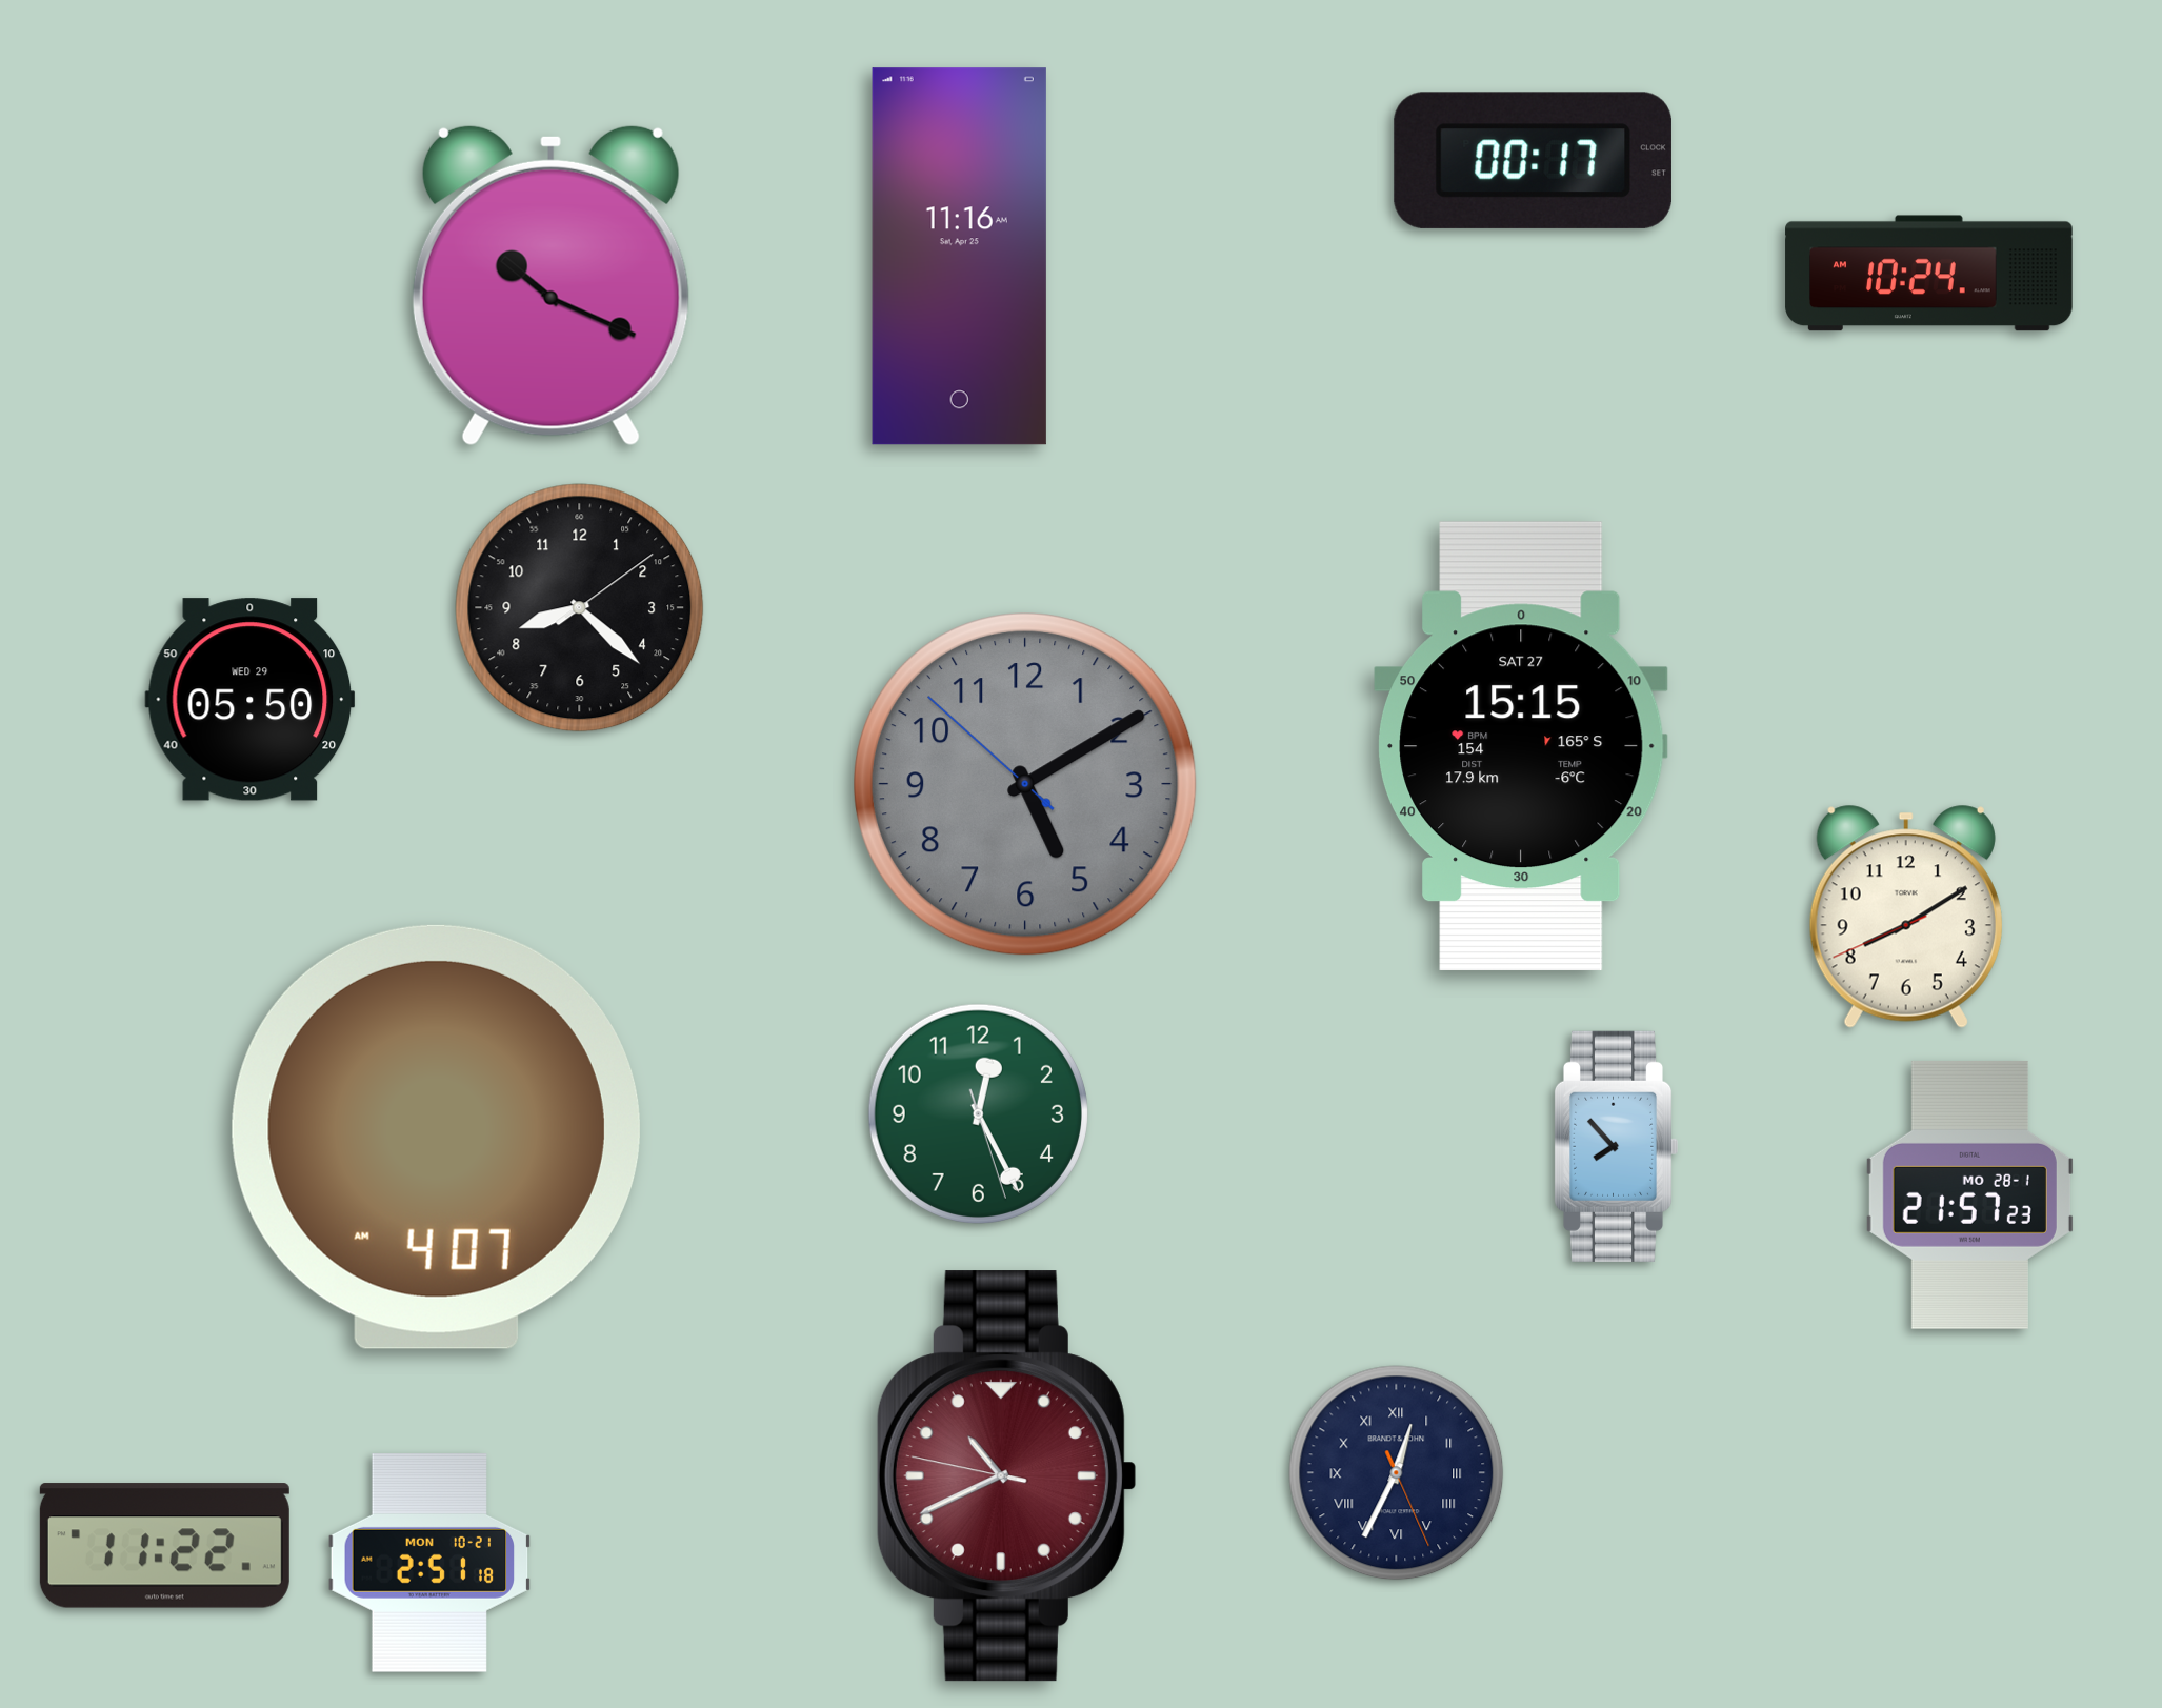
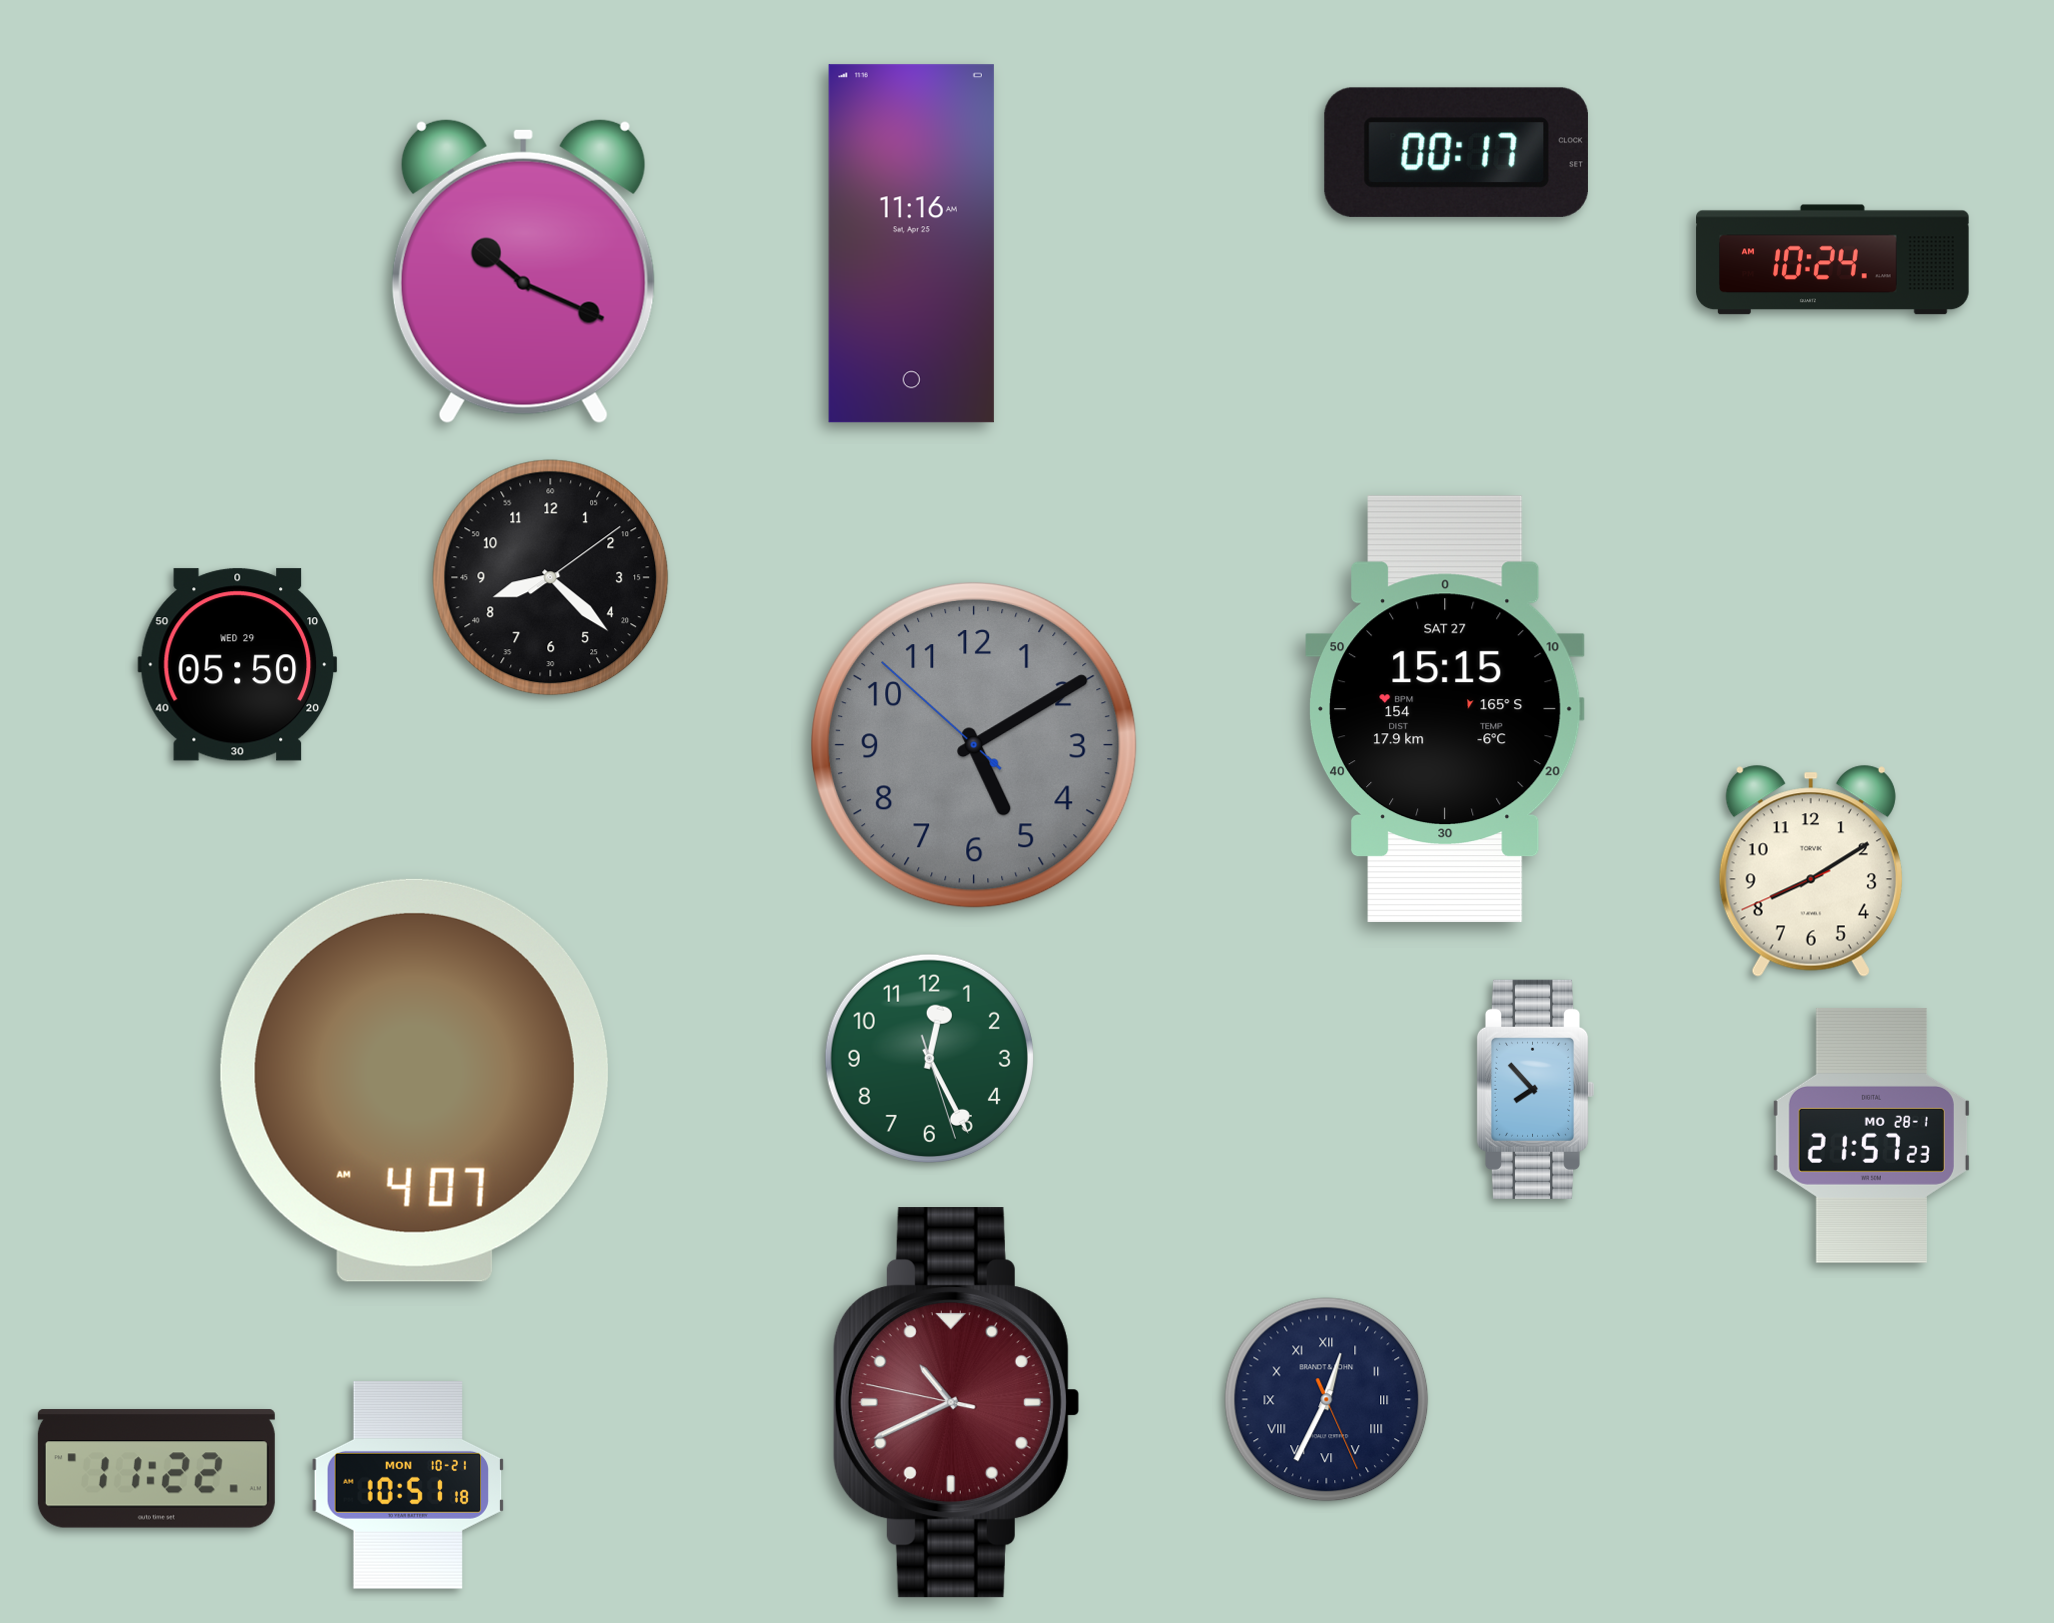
clock at (429, 1563): 2:51 -> 10:51
